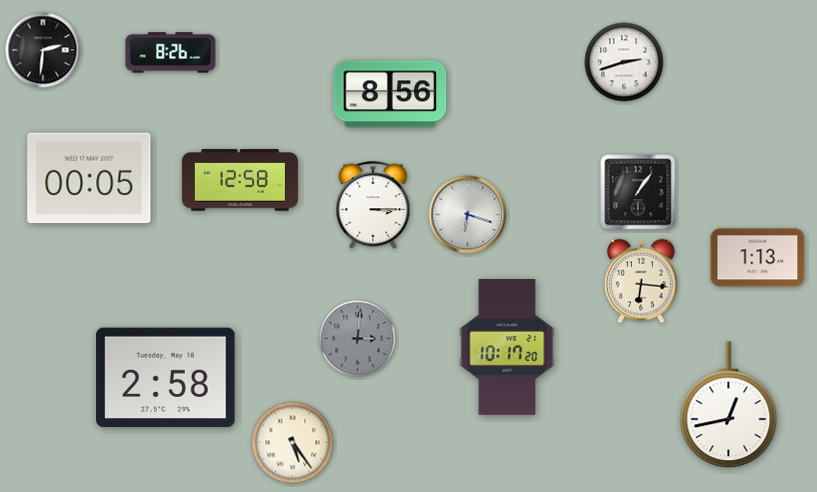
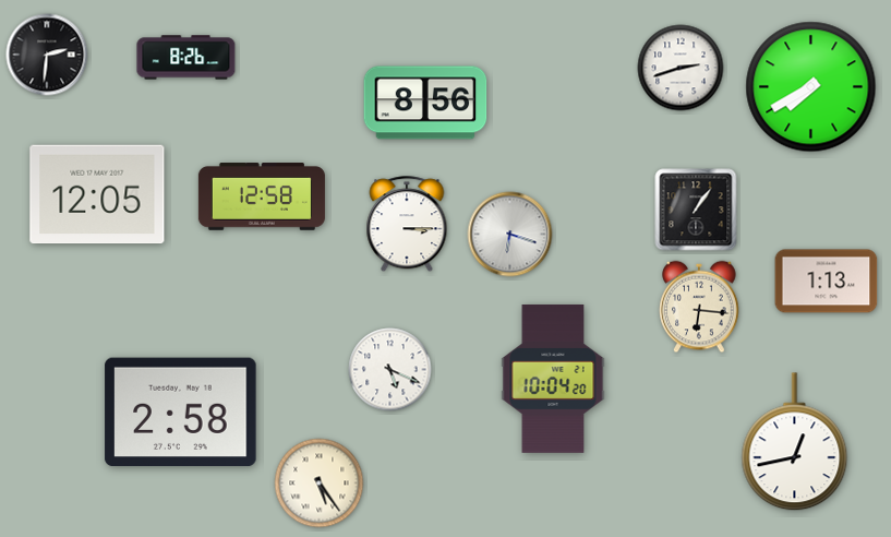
clock at (811, 87): none -> 7:40
clock at (89, 178): 00:05 -> 12:05
clock at (358, 339): 3:01 -> 5:19
clock at (358, 339) dial: grey -> white
clock at (507, 347): 10:17 -> 10:04
